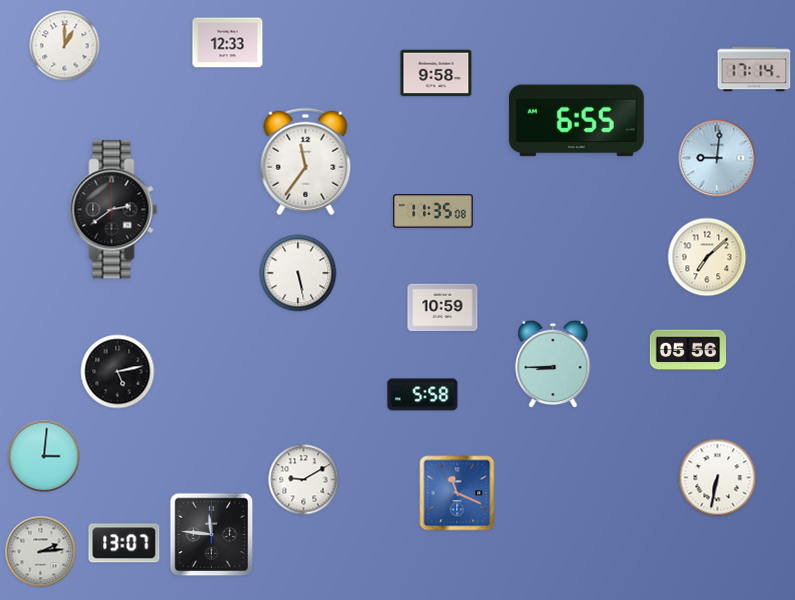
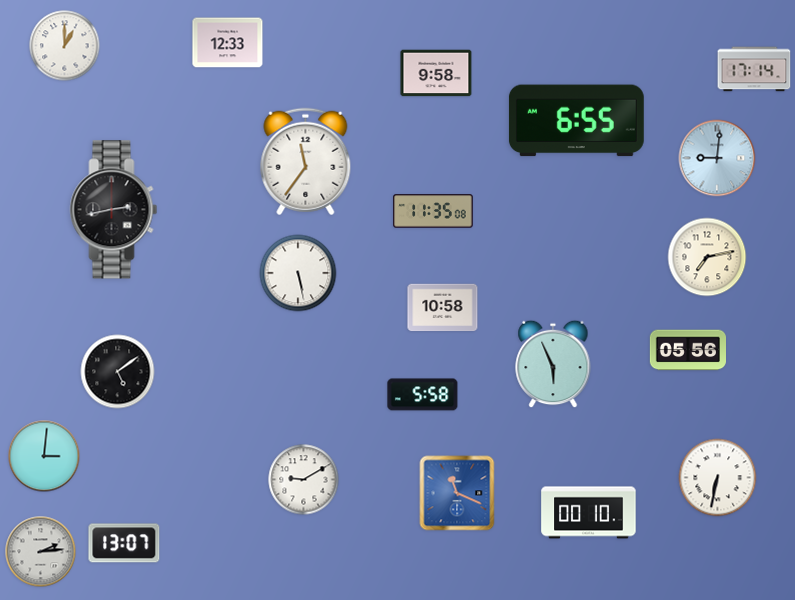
clock at (114, 210): 2:39 -> 2:43
clock at (707, 257): 7:08 -> 7:13
clock at (443, 308): 10:59 -> 10:58
clock at (553, 364): 8:45 -> 5:56
clock at (118, 372): 5:13 -> 5:09
clock at (589, 513): none -> 00:10
clock at (212, 535): 11:46 -> none
